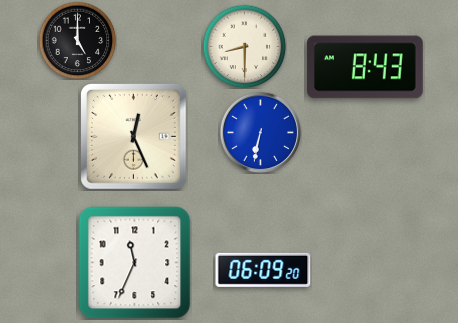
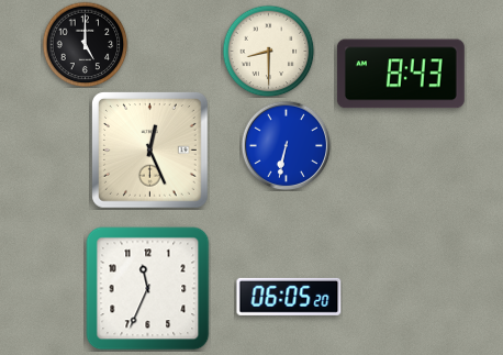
clock at (134, 137) position: (134, 137) -> (150, 151)
clock at (263, 270): 06:09 -> 06:05
